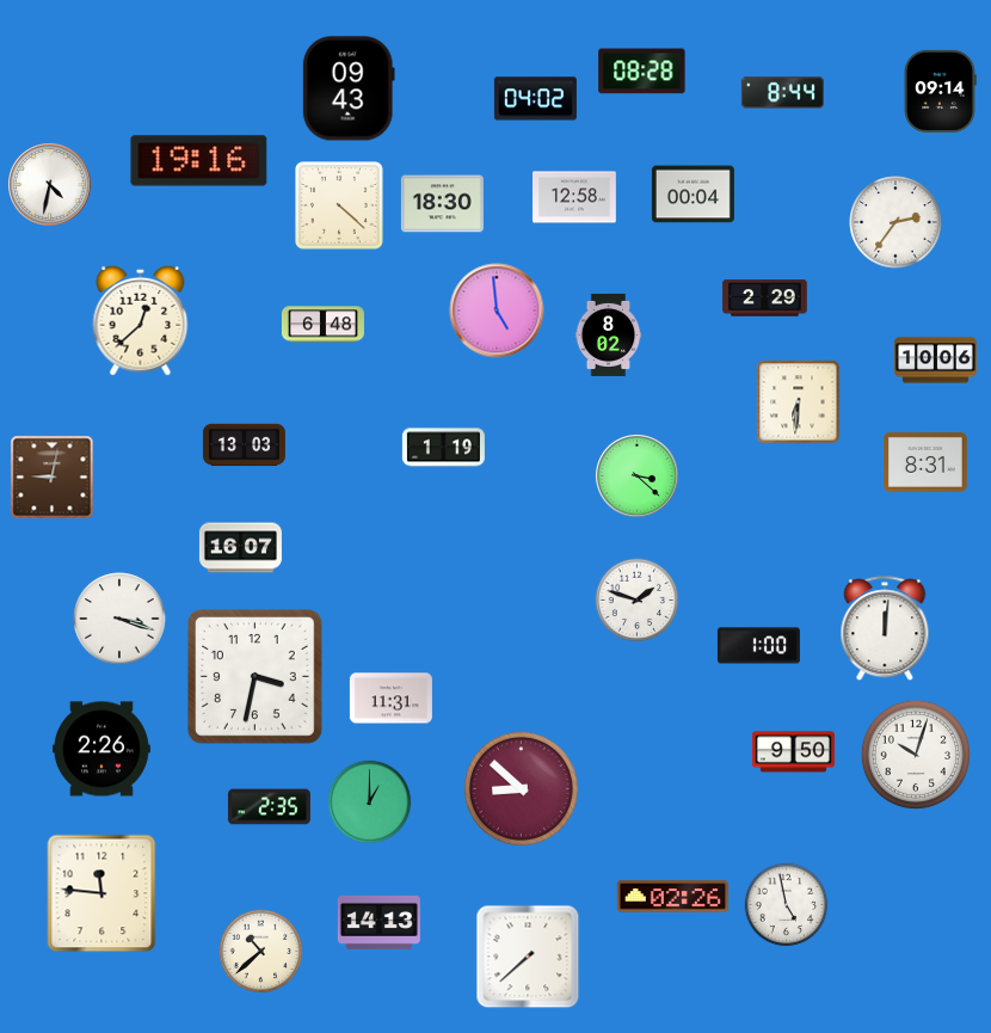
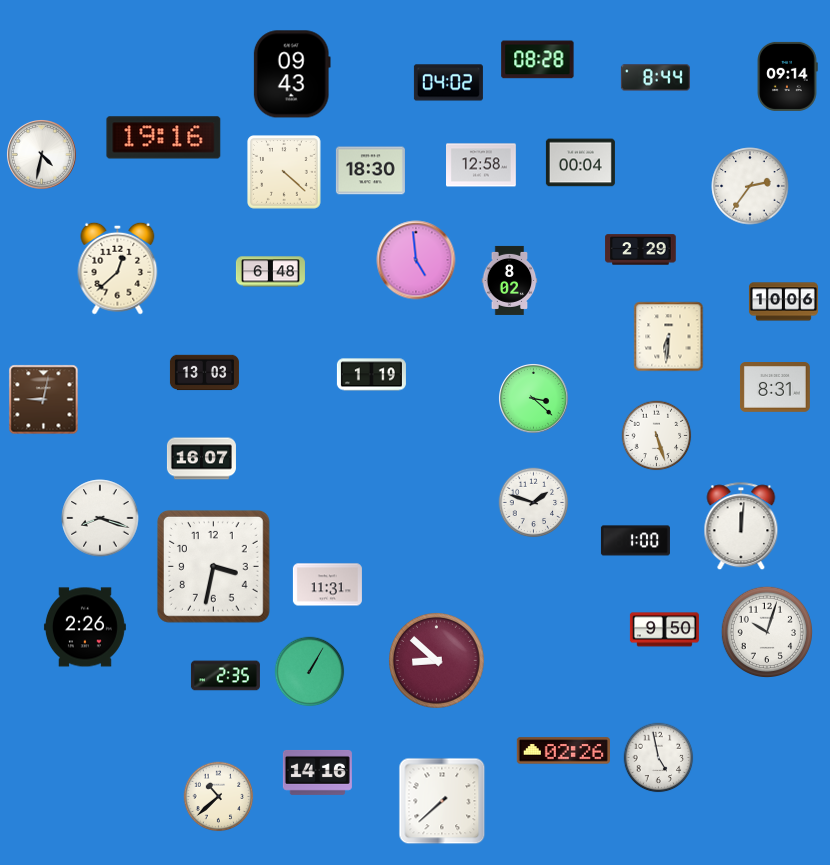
clock at (199, 161) position: (199, 161) -> (164, 138)
clock at (657, 436): none -> 5:27
clock at (119, 619): 3:18 -> 8:18
clock at (370, 803): 1:00 -> 1:05
clock at (101, 893): 11:46 -> none
clock at (378, 922): 14:13 -> 14:16
